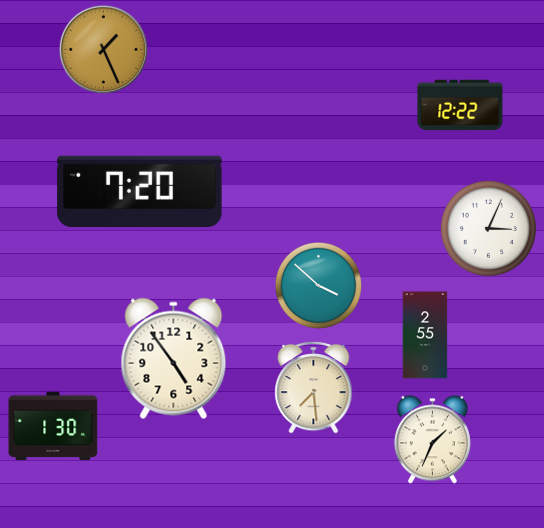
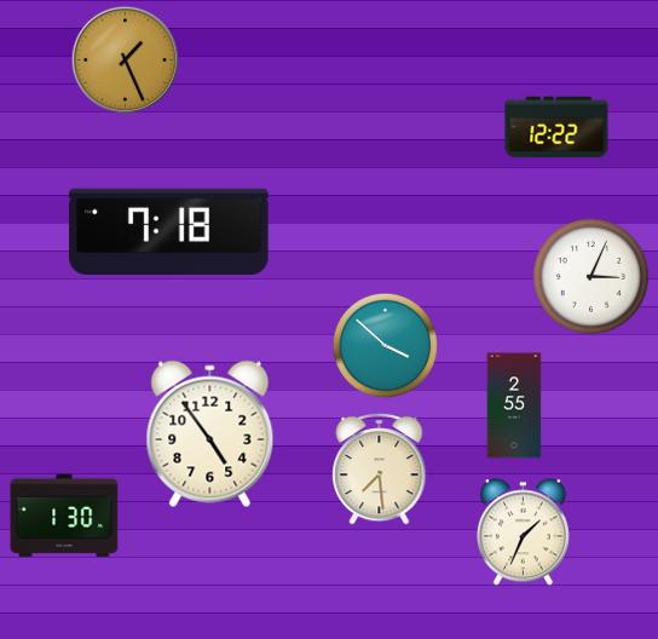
clock at (140, 191): 7:20 -> 7:18
